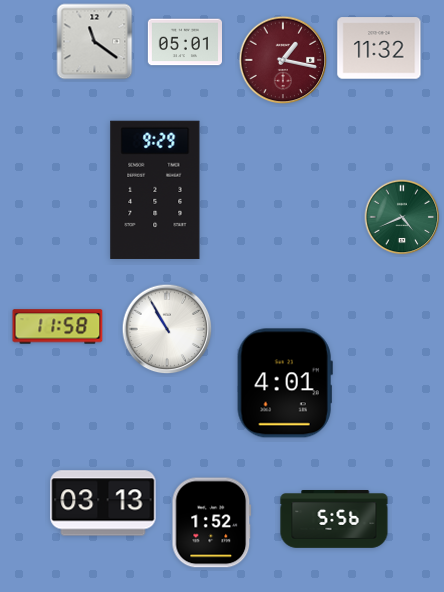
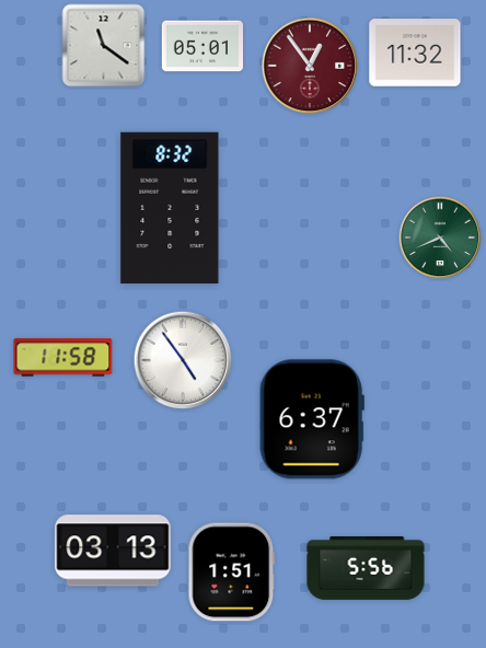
clock at (283, 60): 1:17 -> 12:54
clock at (155, 190): 9:29 -> 8:32
clock at (167, 329): 10:55 -> 4:54
clock at (285, 383): 4:01 -> 6:37
clock at (212, 523): 1:52 -> 1:51
